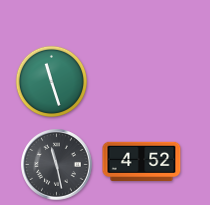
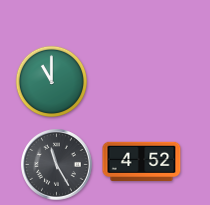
clock at (51, 81): 11:27 -> 11:00
clock at (57, 165): 11:28 -> 11:25
